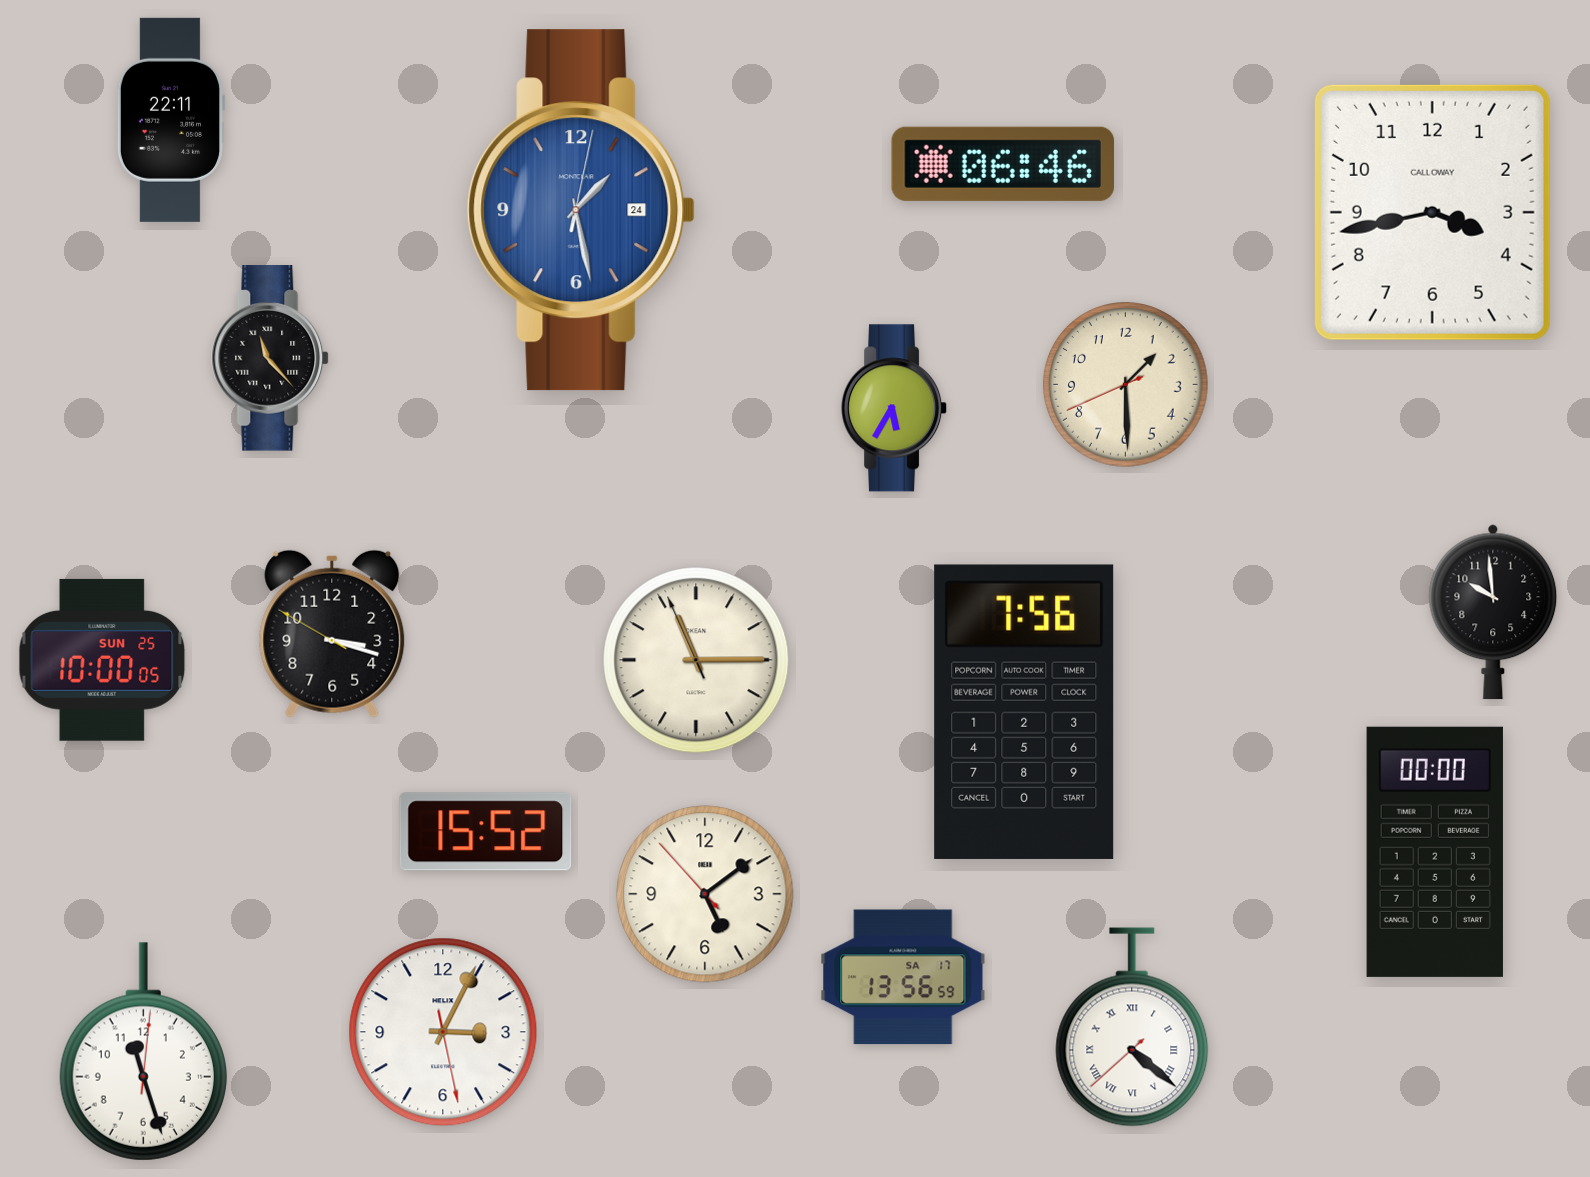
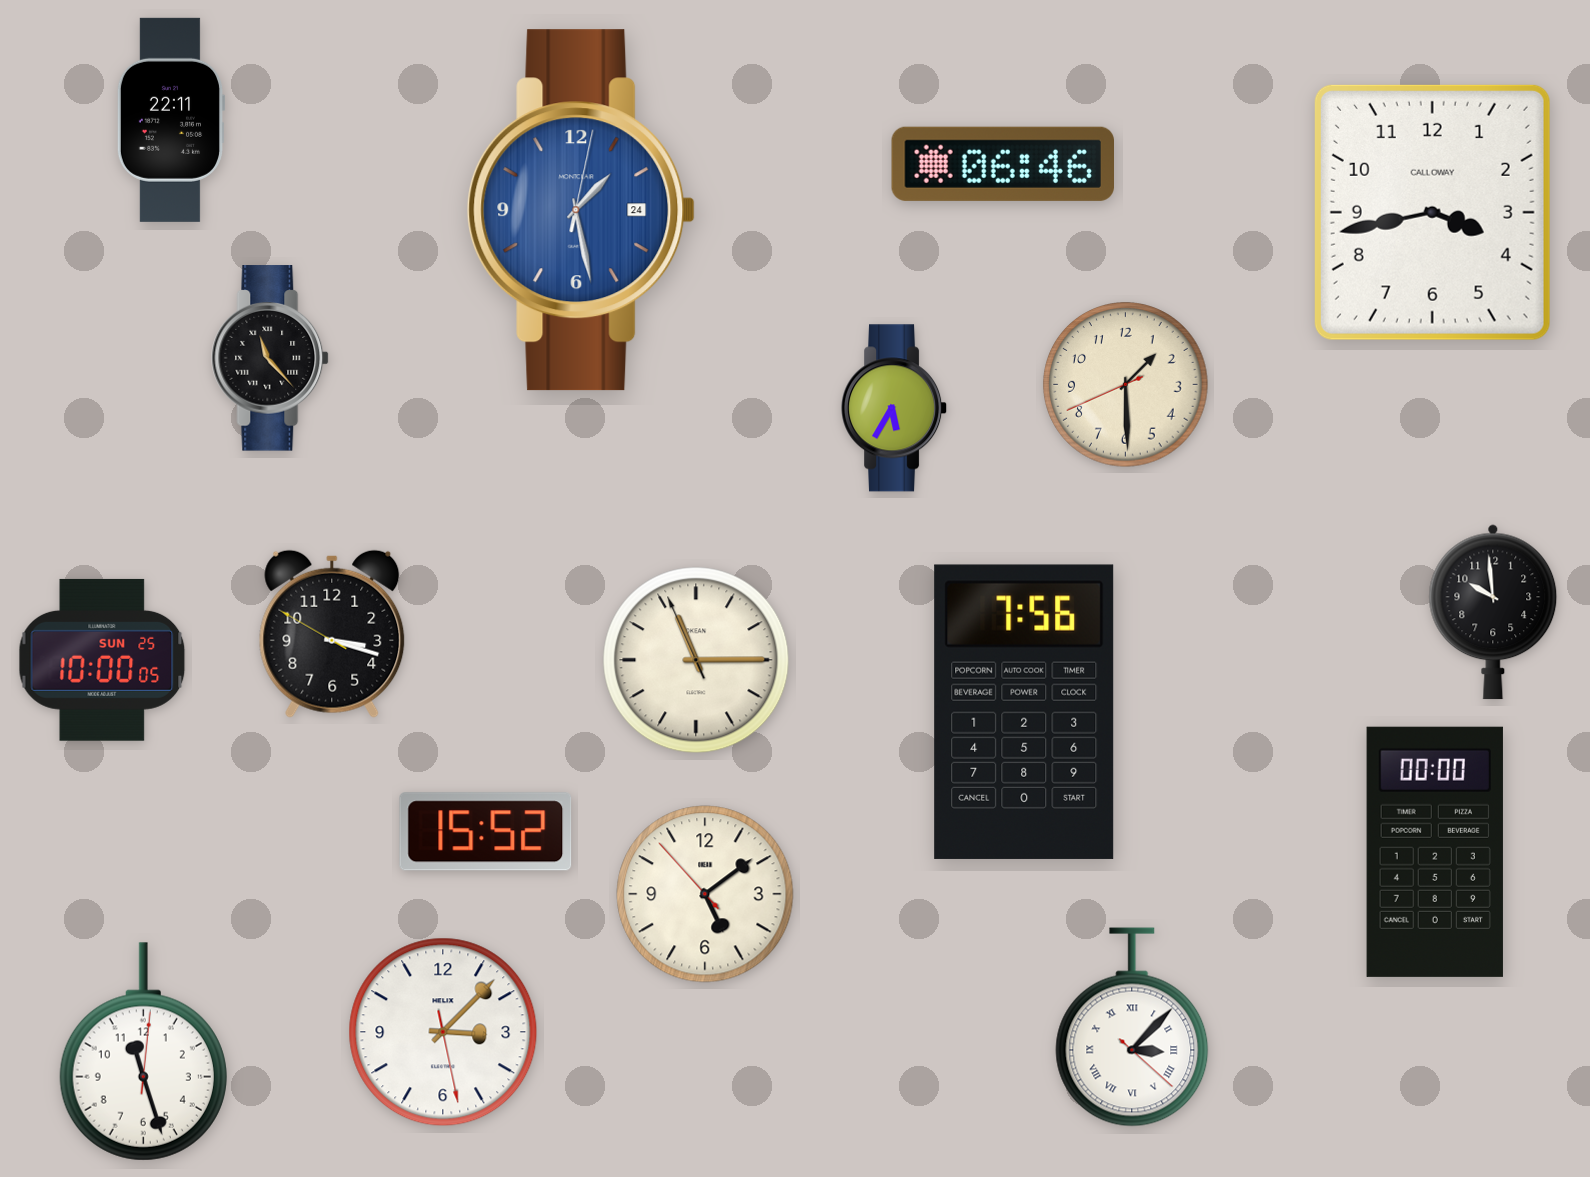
clock at (903, 977): 13:56 -> none
clock at (1132, 1027): 4:21 -> 3:07
clock at (443, 1032): 3:04 -> 3:07
